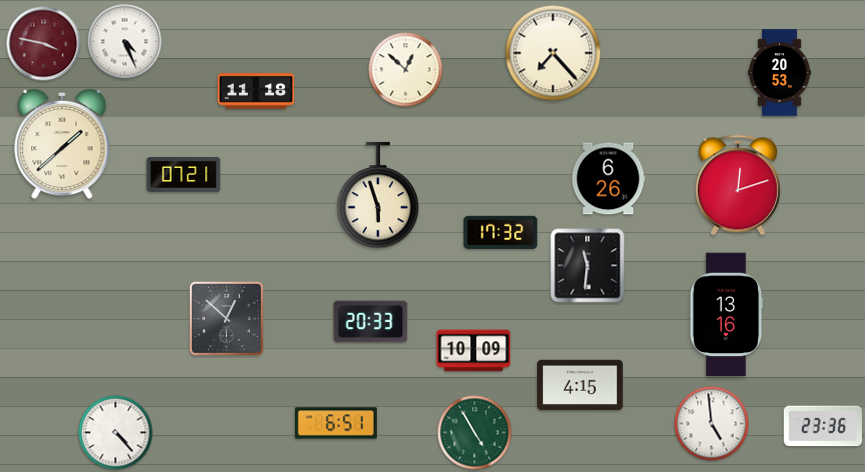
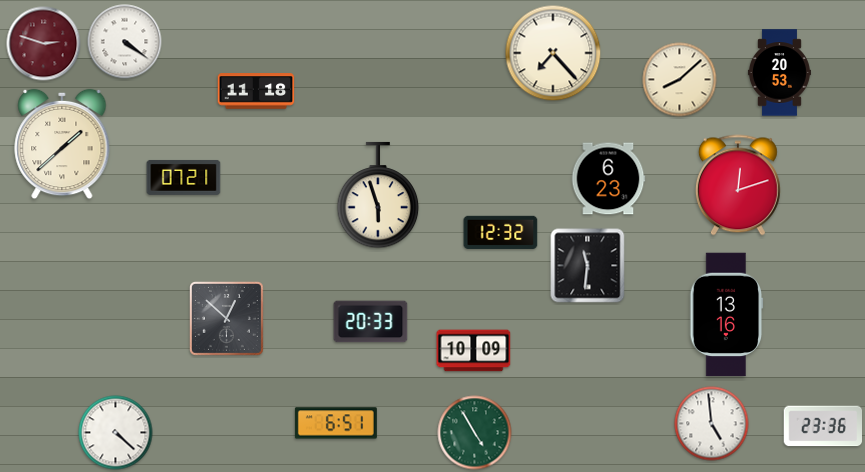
clock at (125, 42): 4:26 -> 4:21
clock at (44, 44): 3:47 -> 2:48
clock at (406, 70): 12:52 -> none
clock at (680, 80): none -> 8:08
clock at (184, 174) position: (184, 174) -> (184, 177)
clock at (608, 179): 6:26 -> 6:23
clock at (501, 232): 17:32 -> 12:32
clock at (580, 385): 4:15 -> none
clock at (116, 433): 4:23 -> 4:22
